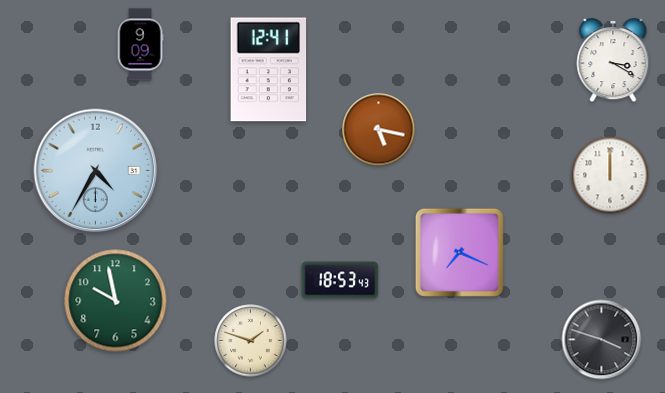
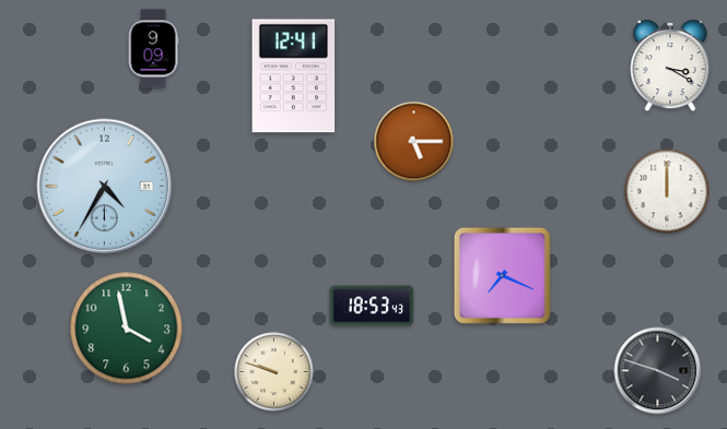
clock at (379, 130): 5:17 -> 5:15
clock at (116, 301): 9:58 -> 3:58
clock at (251, 341): 1:48 -> 9:48
